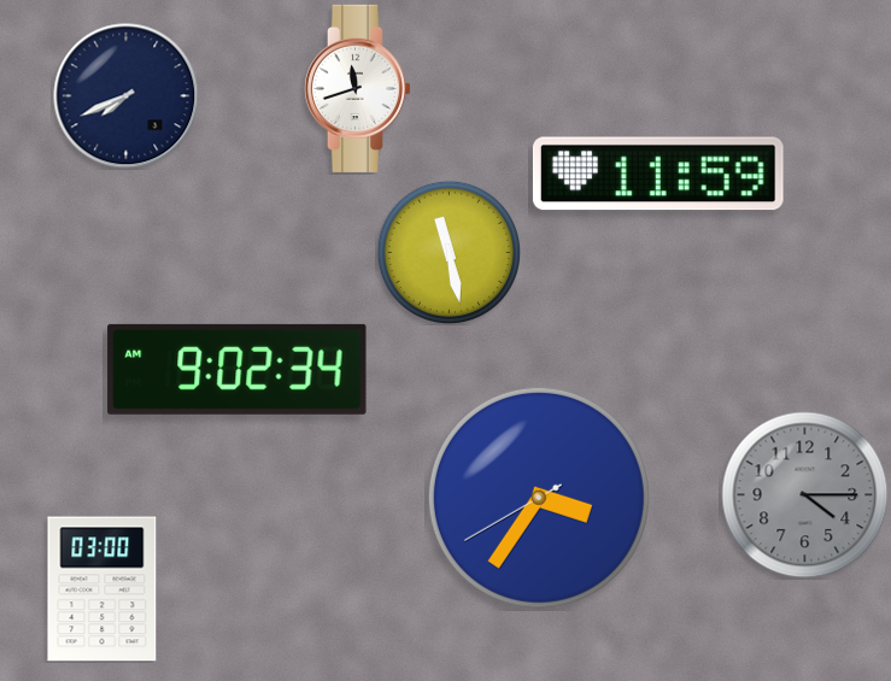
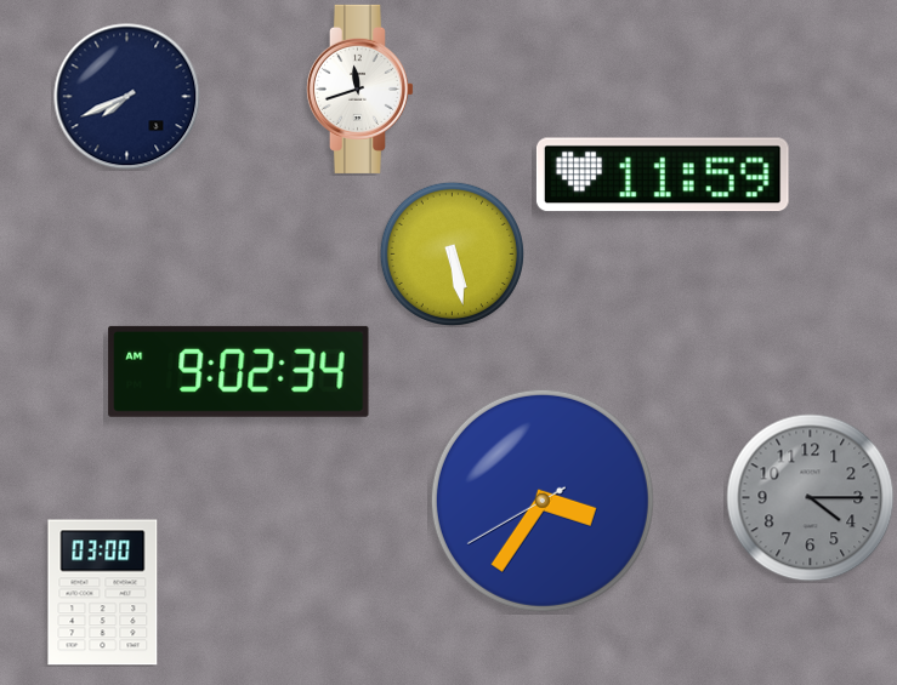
clock at (449, 252): 11:28 -> 5:28
